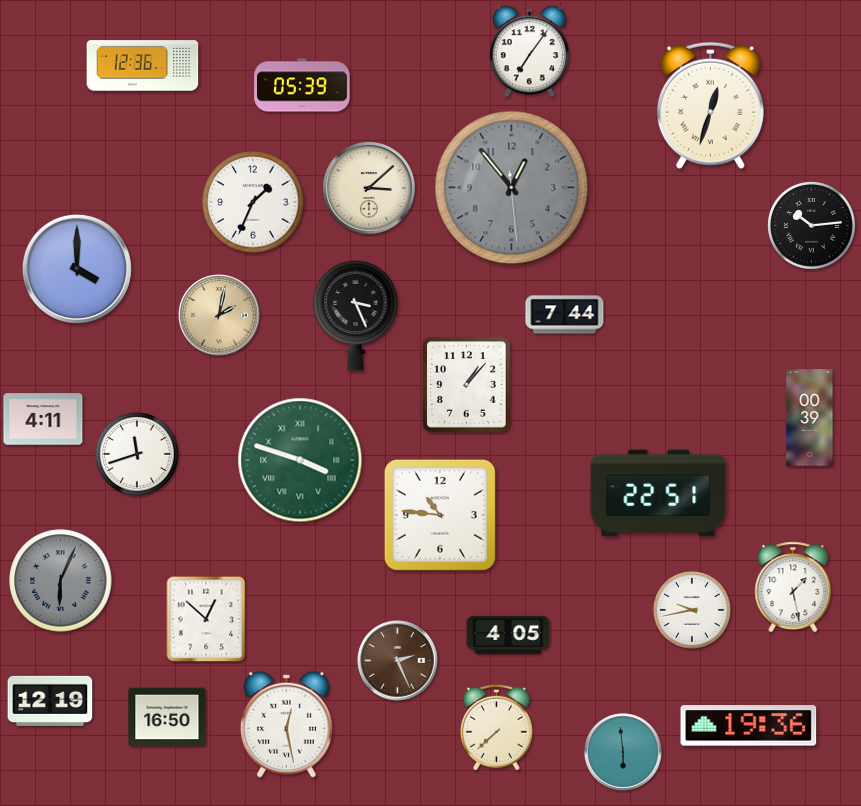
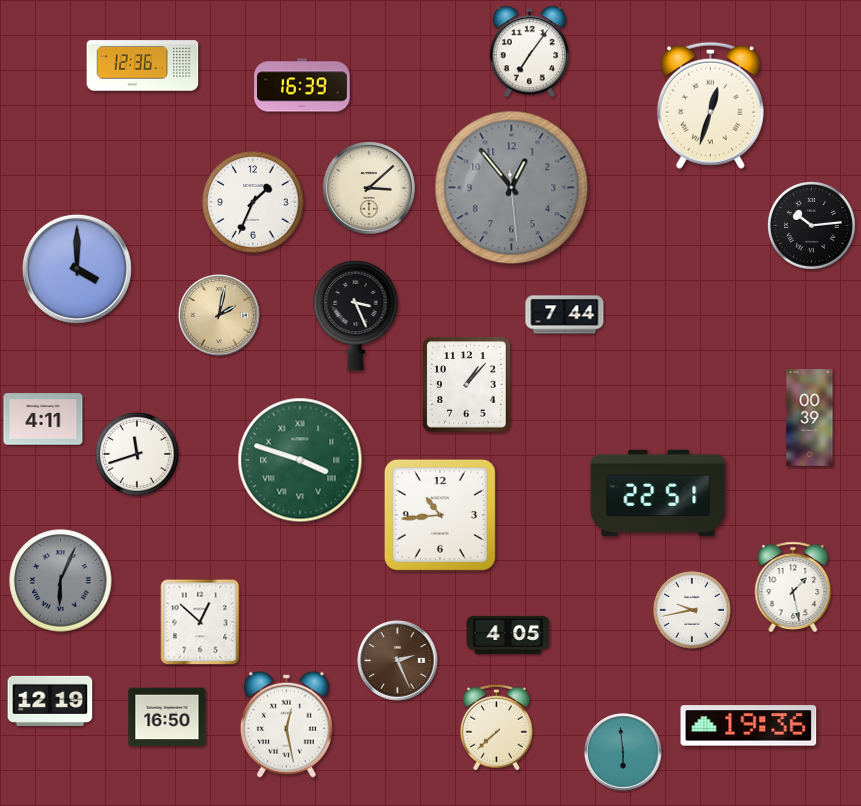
clock at (302, 85): 05:39 -> 16:39
clock at (440, 515): 10:46 -> 10:44
clock at (206, 619) position: (206, 619) -> (200, 622)
